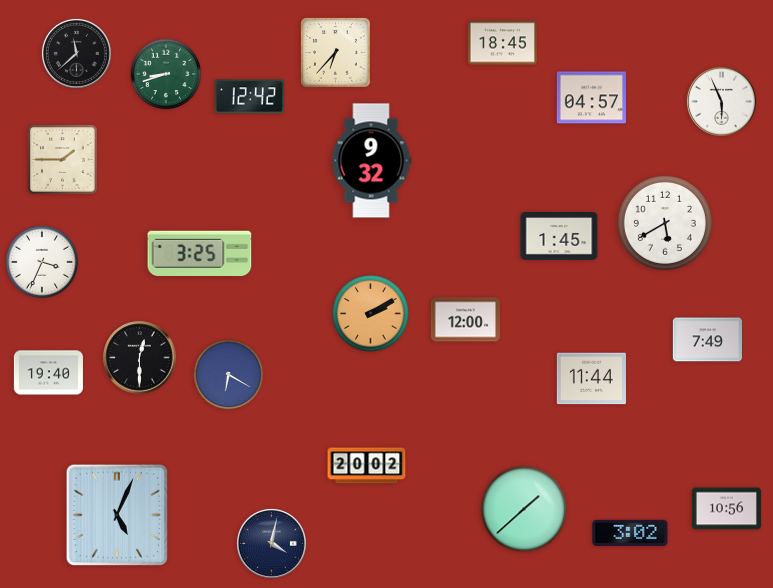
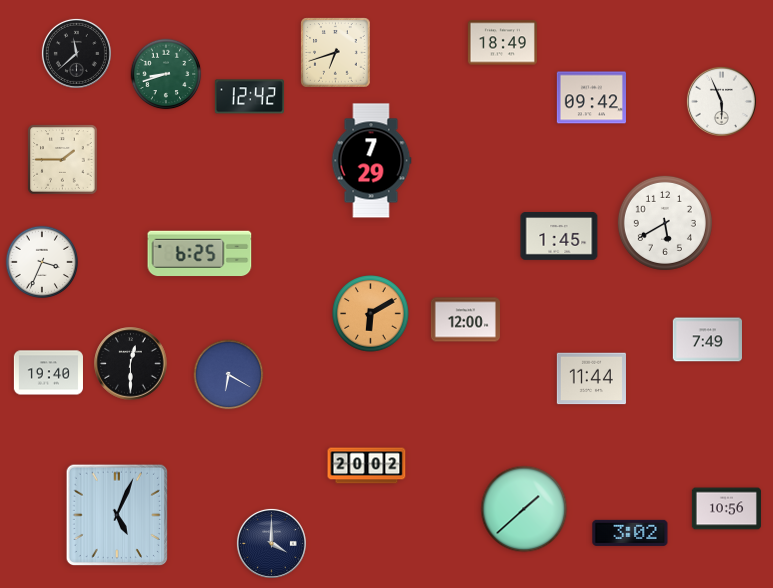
clock at (502, 43): 18:45 -> 18:49
clock at (336, 53): 6:37 -> 6:42
clock at (591, 98): 04:57 -> 09:42
clock at (371, 161): 9:32 -> 7:29
clock at (200, 254): 3:25 -> 6:25
clock at (371, 314): 2:10 -> 6:10
clock at (140, 358) position: (140, 358) -> (131, 364)
clock at (271, 543): 4:02 -> 4:00
